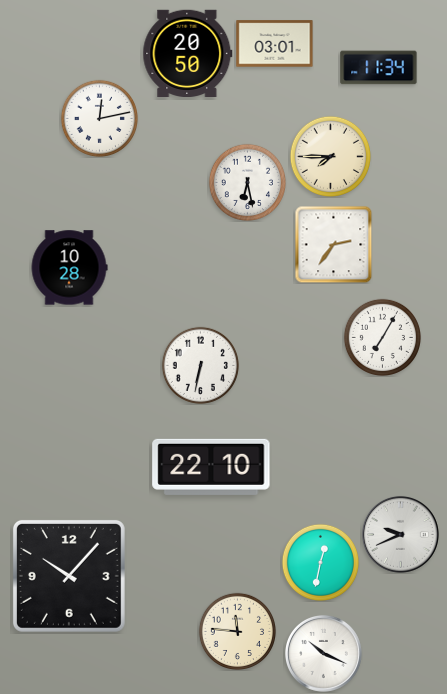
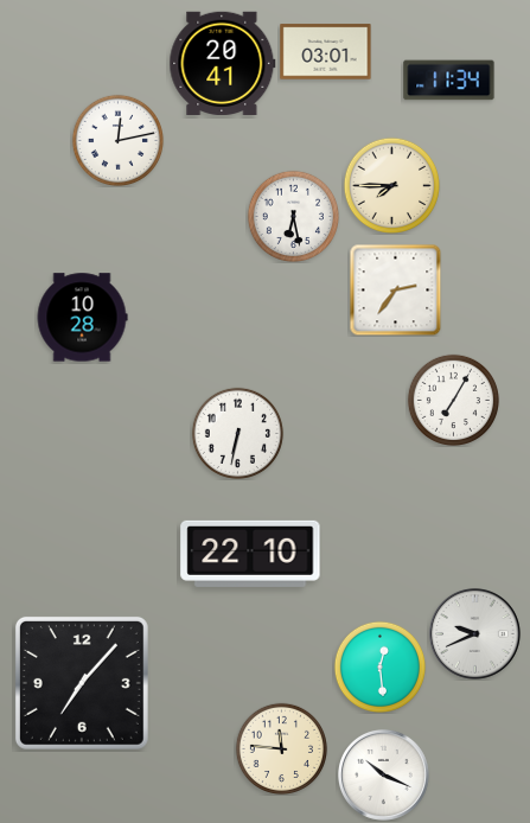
clock at (188, 53): 20:50 -> 20:41
clock at (320, 562): 12:32 -> 12:29
clock at (69, 576): 10:07 -> 7:07
